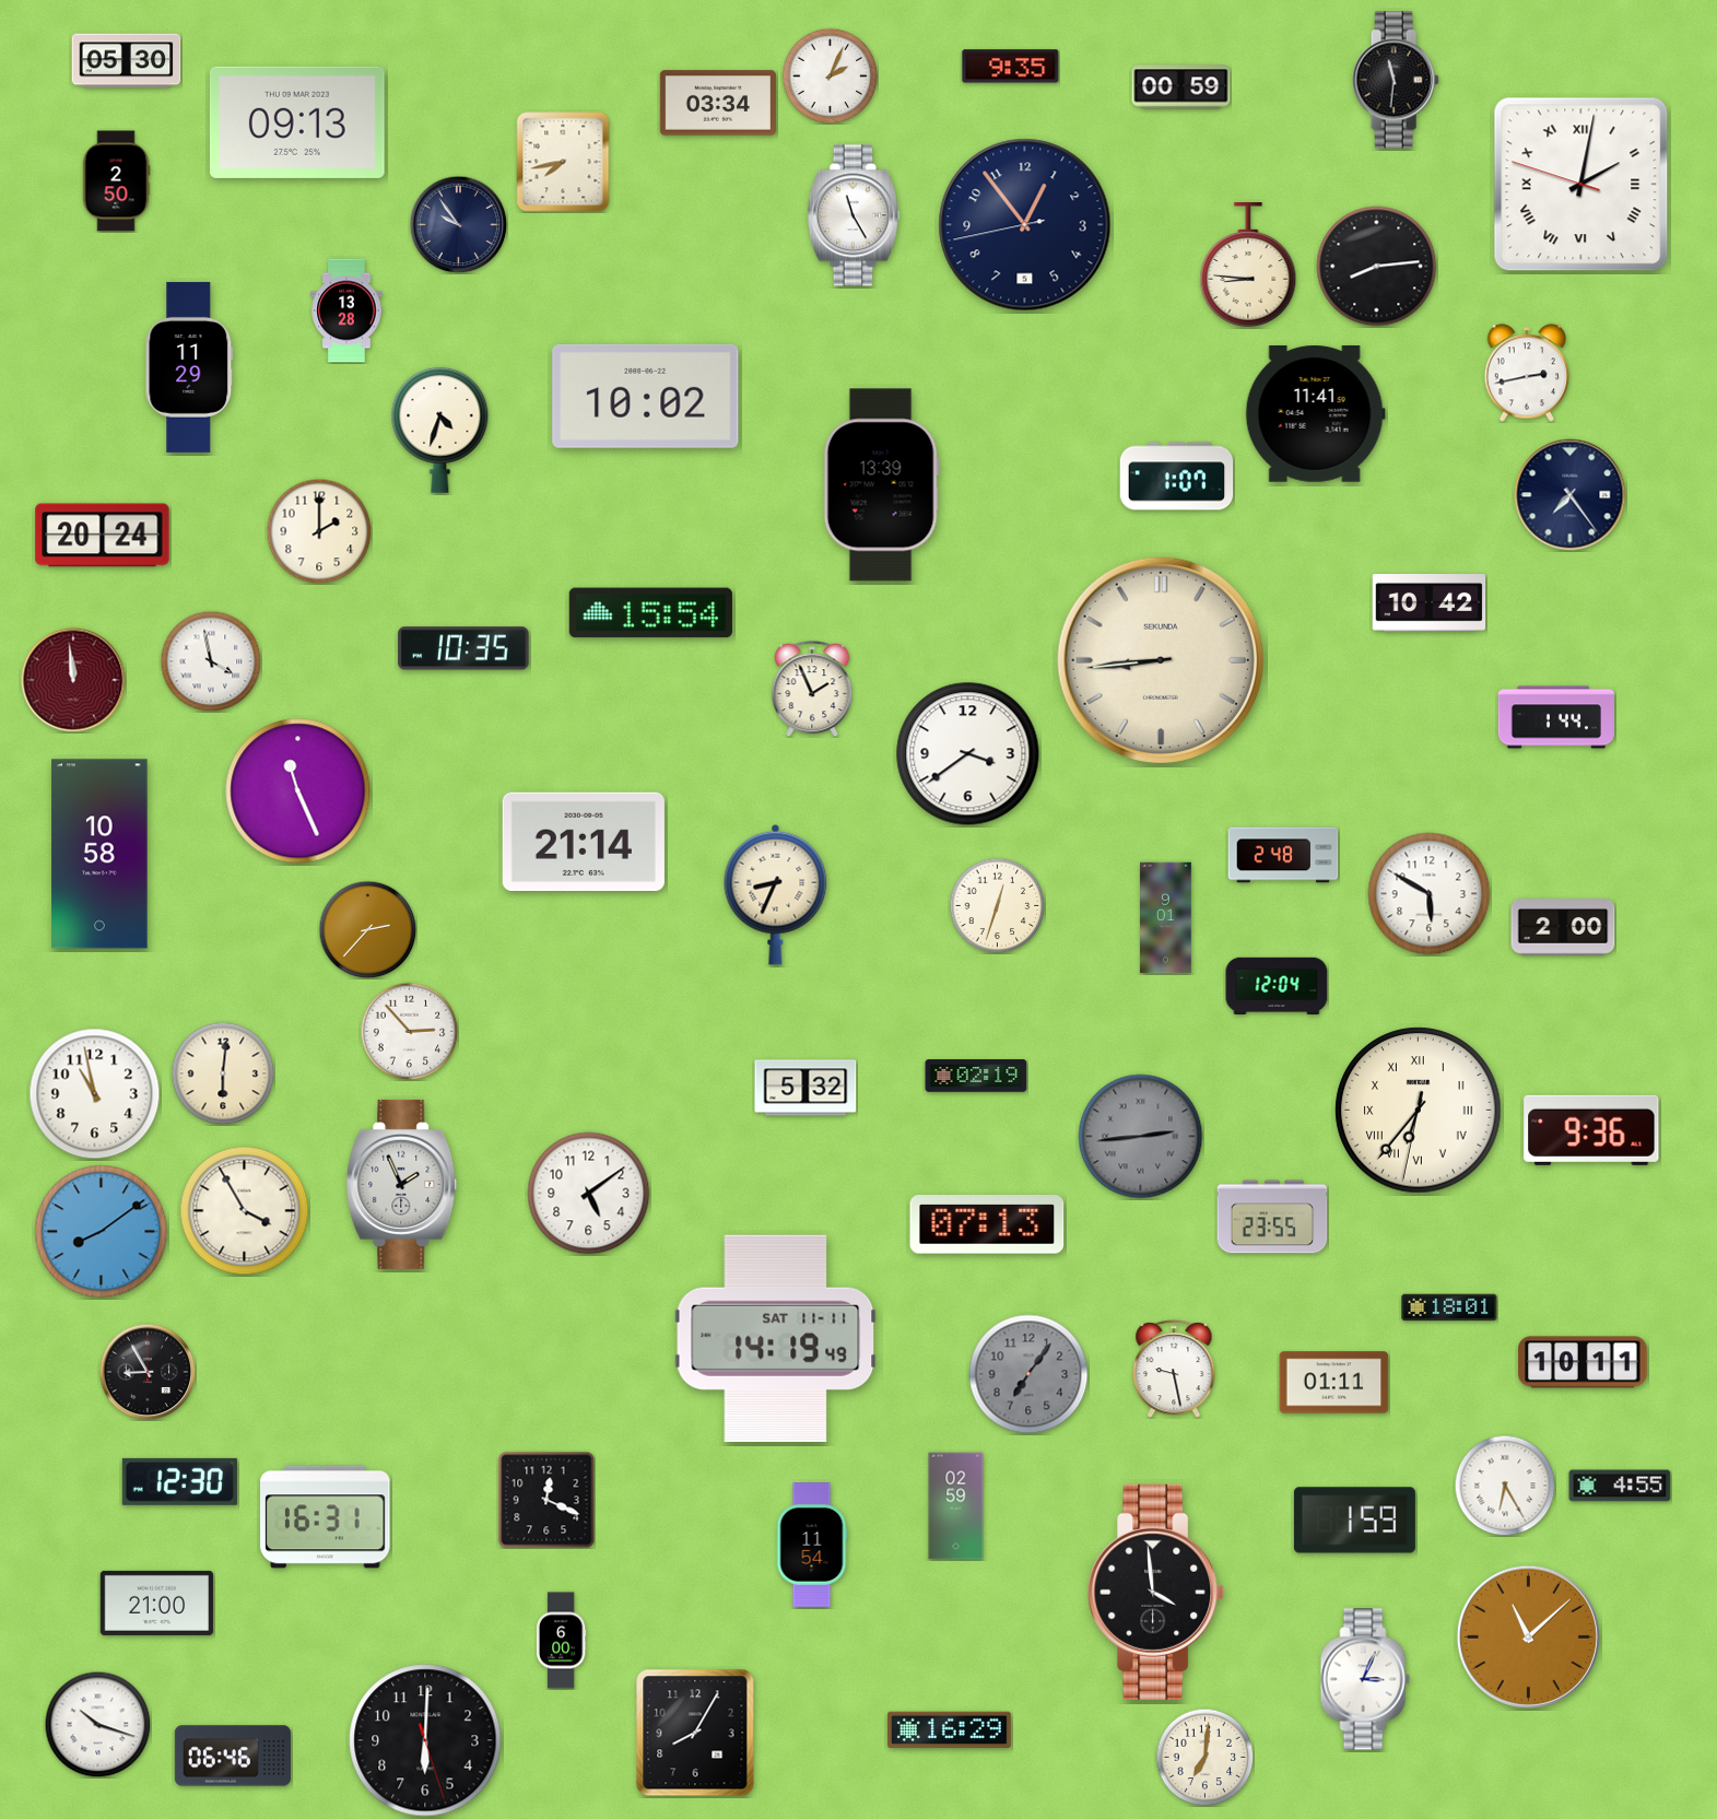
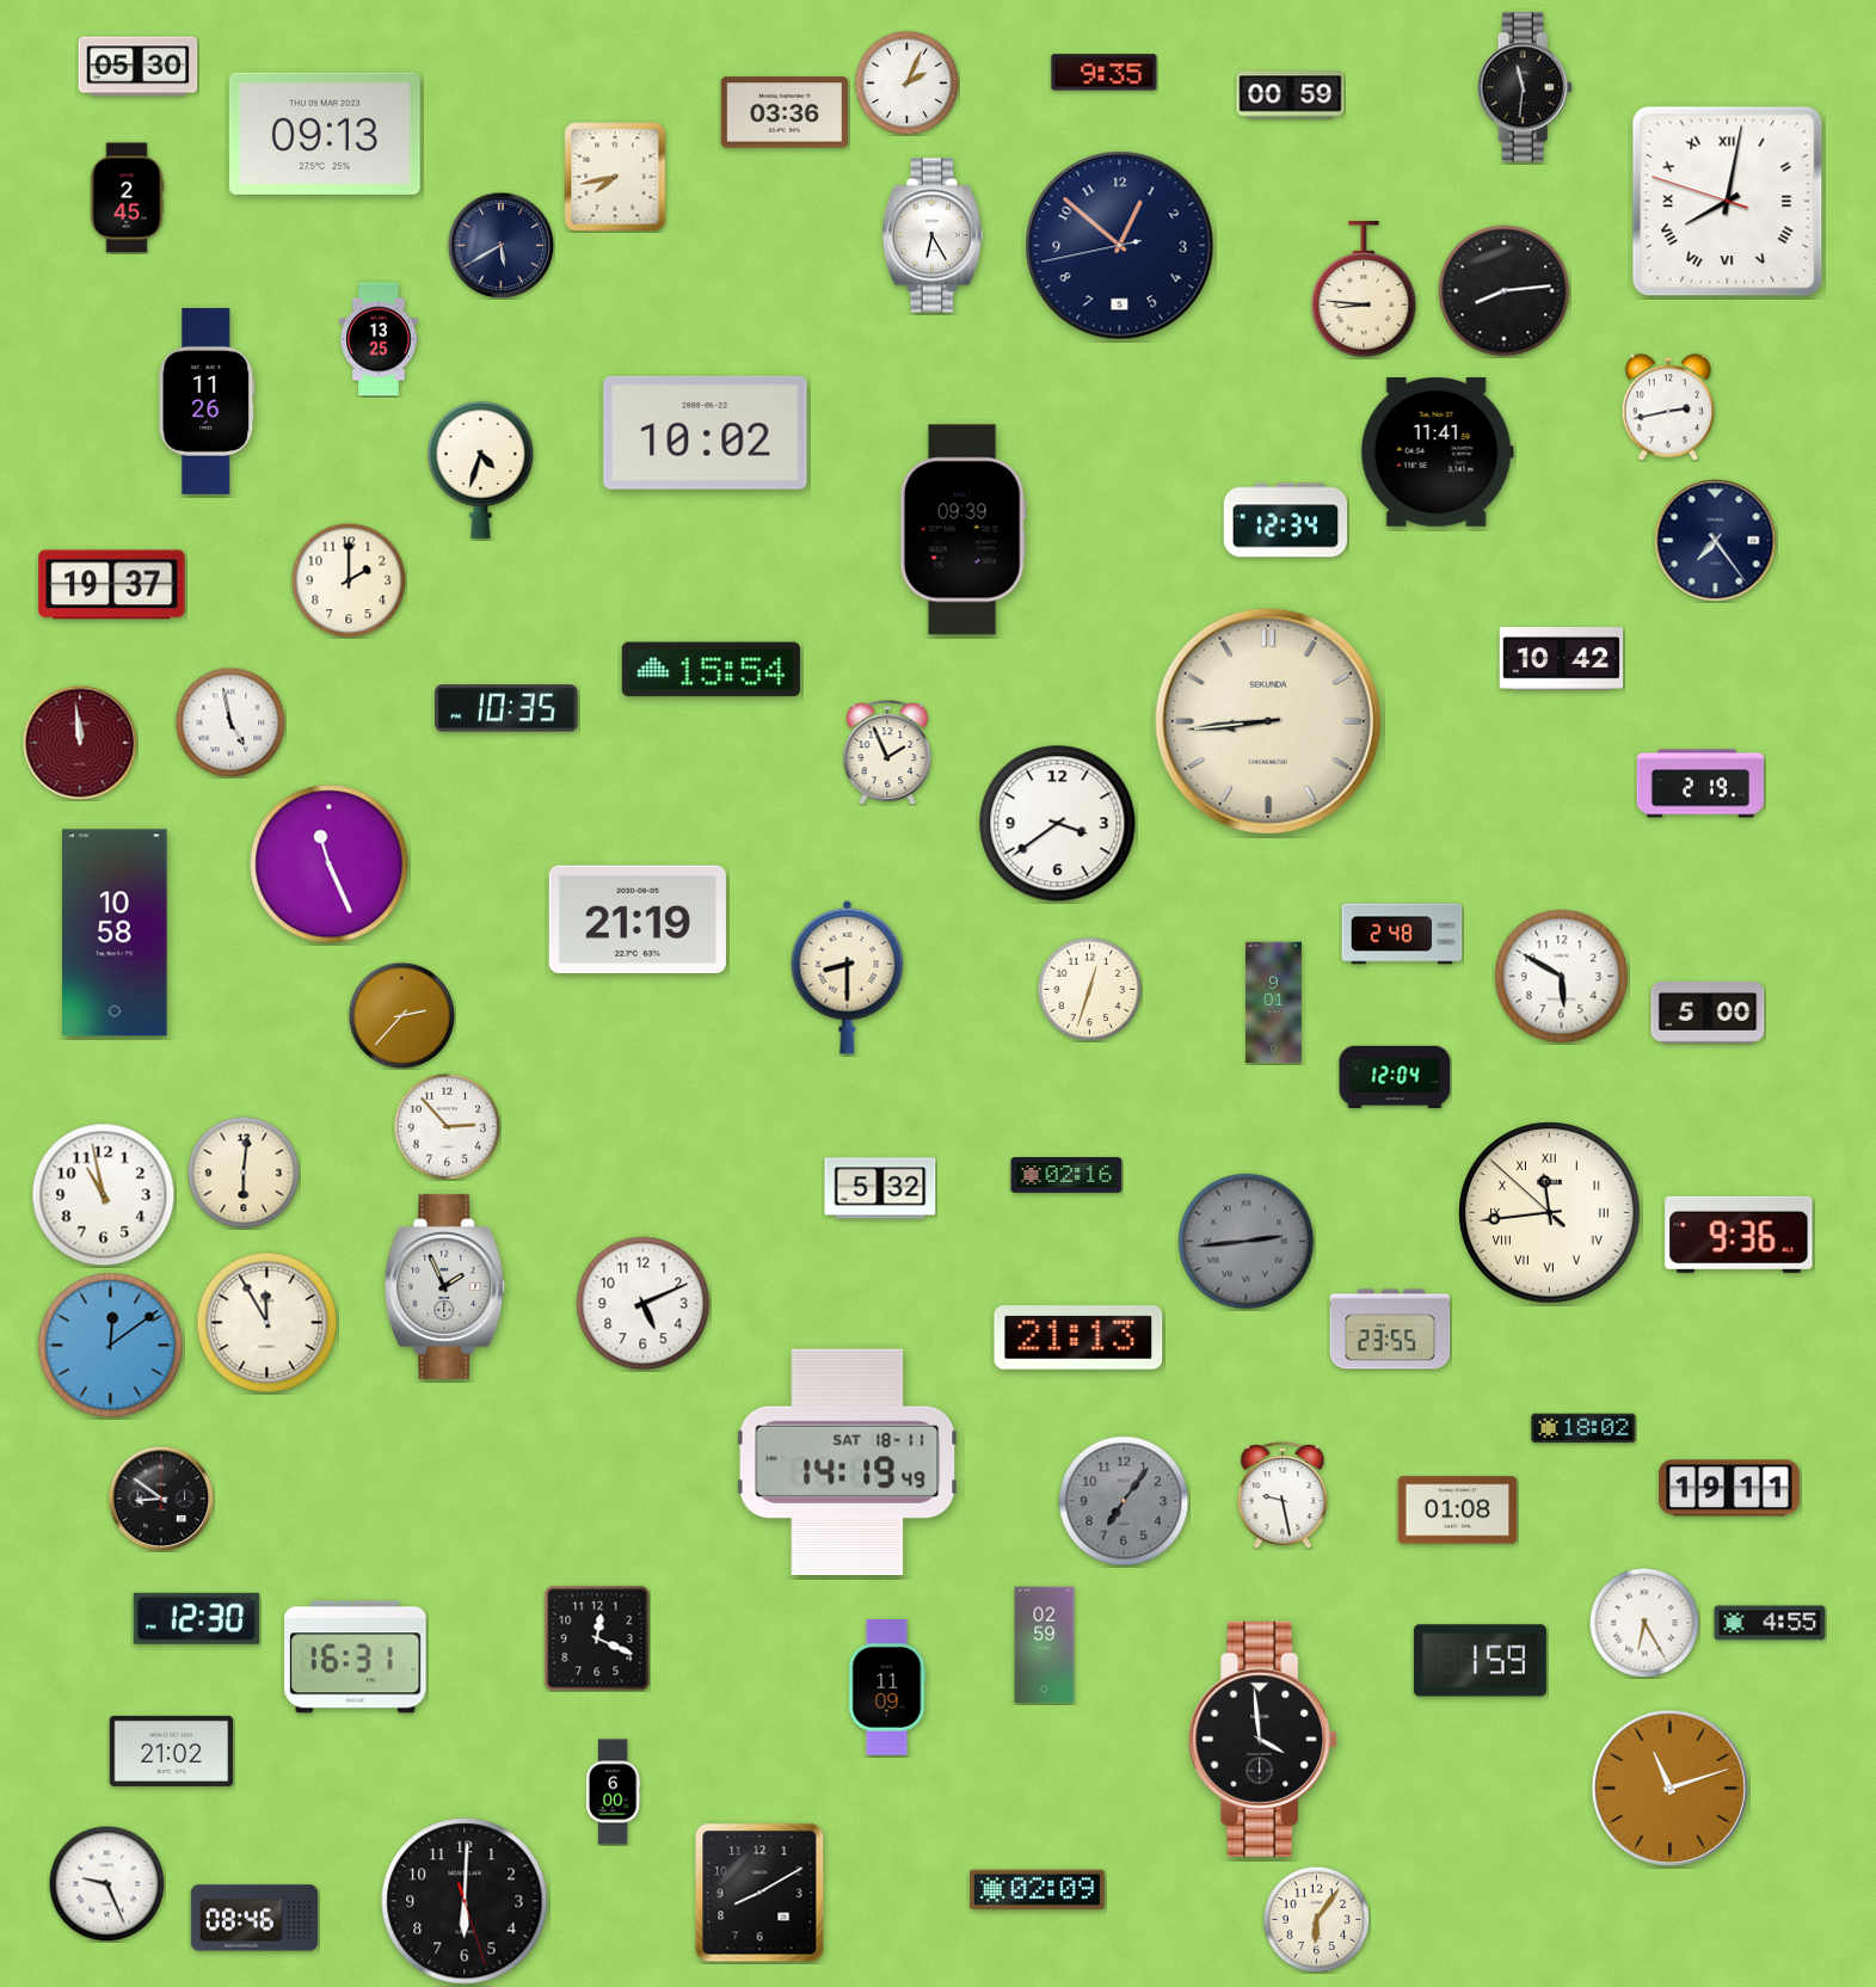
clock at (718, 103): 03:34 -> 03:36
clock at (116, 181): 2:50 -> 2:45
clock at (1581, 185): 2:01 -> 8:01
clock at (854, 215): 11:25 -> 6:25
clock at (458, 224): 9:54 -> 5:40
clock at (1025, 225): 12:53 -> 12:51
clock at (346, 310): 13:28 -> 13:25
clock at (189, 367): 11:29 -> 11:26
clock at (1177, 477): 1:07 -> 12:34
clock at (881, 485): 13:39 -> 09:39
clock at (103, 536): 20:24 -> 19:37
clock at (211, 661): 3:58 -> 4:58
clock at (1555, 717): 1:44 -> 2:19
clock at (298, 791) position: (298, 791) -> (330, 865)
clock at (584, 841): 21:14 -> 21:19
clock at (99, 854) position: (99, 854) -> (115, 933)
clock at (776, 894): 8:34 -> 8:30
clock at (1563, 927): 2:00 -> 5:00
clock at (976, 1076): 02:19 -> 02:16
clock at (1419, 1111): 6:36 -> 11:43
clock at (402, 1184) position: (402, 1184) -> (445, 1286)
clock at (589, 1194): 5:09 -> 5:11
clock at (245, 1211): 3:55 -> 11:55
clock at (987, 1224): 07:13 -> 21:13
clock at (102, 1232): 8:09 -> 12:09
clock at (1449, 1307): 18:01 -> 18:02
clock at (776, 1338) date: SAT 11-11 -> SAT 18-11
clock at (1583, 1362): 10:11 -> 19:11
clock at (148, 1372): 8:55 -> 8:51
clock at (1334, 1383): 01:11 -> 01:08
clock at (812, 1546): 11:54 -> 11:09
clock at (157, 1603): 21:00 -> 21:02
clock at (1528, 1636): 11:08 -> 11:12
clock at (1365, 1679): 3:04 -> none
clock at (97, 1724): 10:18 -> 9:26
clock at (949, 1730): 16:29 -> 02:09
clock at (695, 1733): 8:05 -> 8:10
clock at (233, 1756): 06:46 -> 08:46
clock at (1204, 1757): 7:01 -> 6:06
